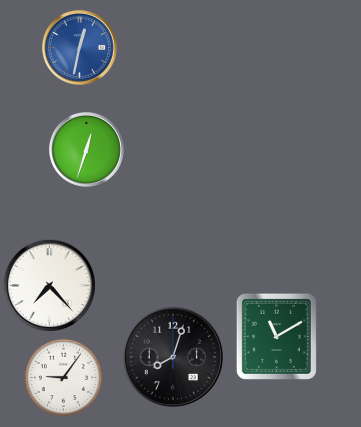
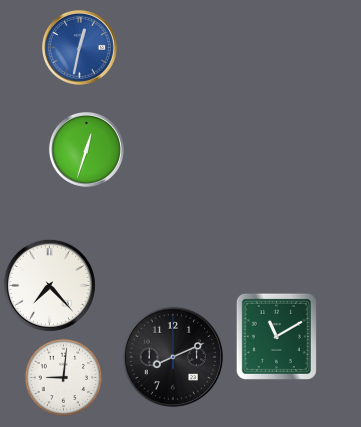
clock at (172, 356): 8:03 -> 8:11
clock at (64, 378): 9:06 -> 9:01
